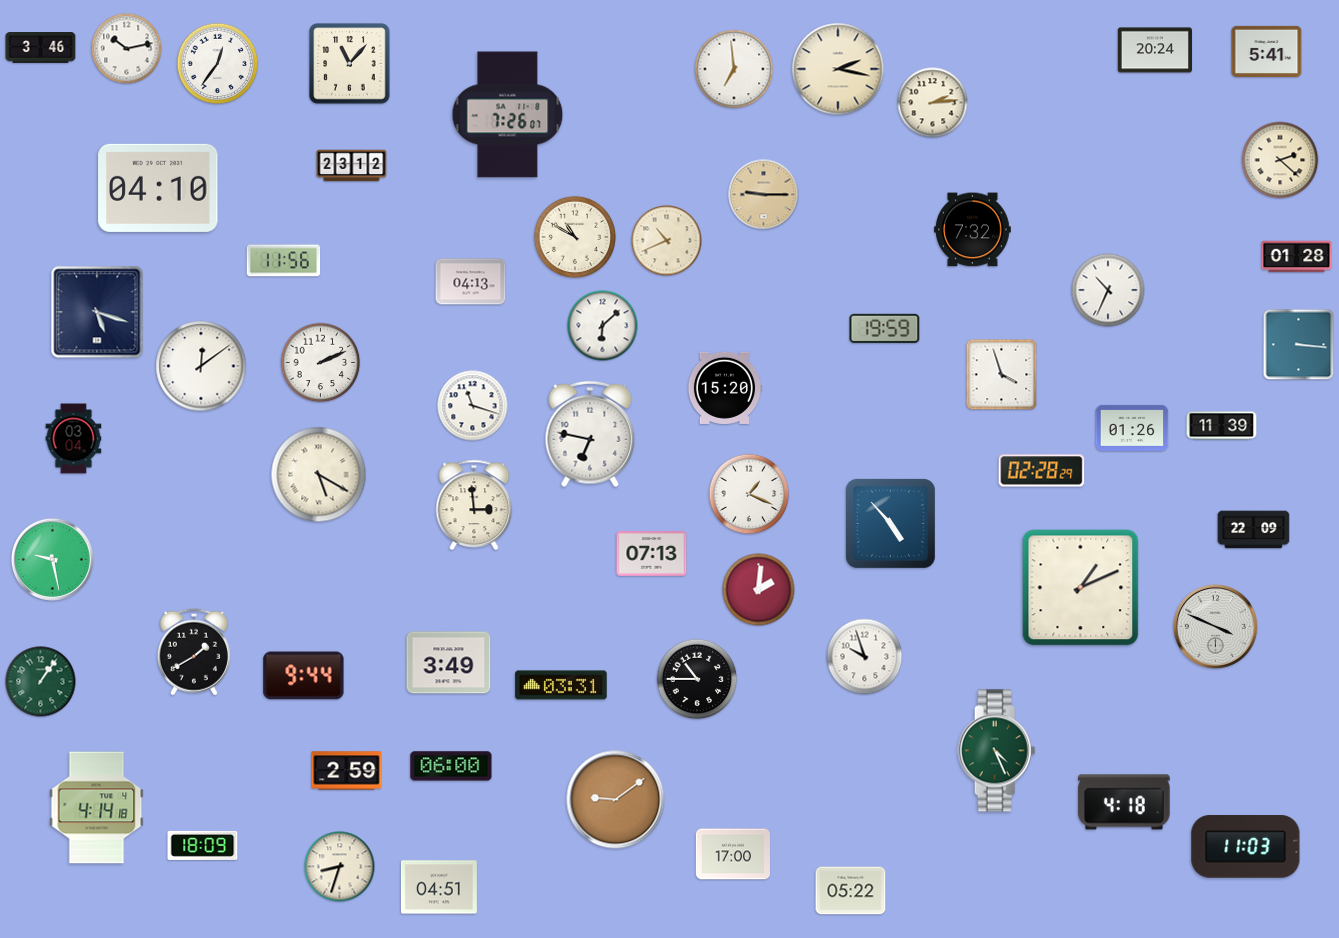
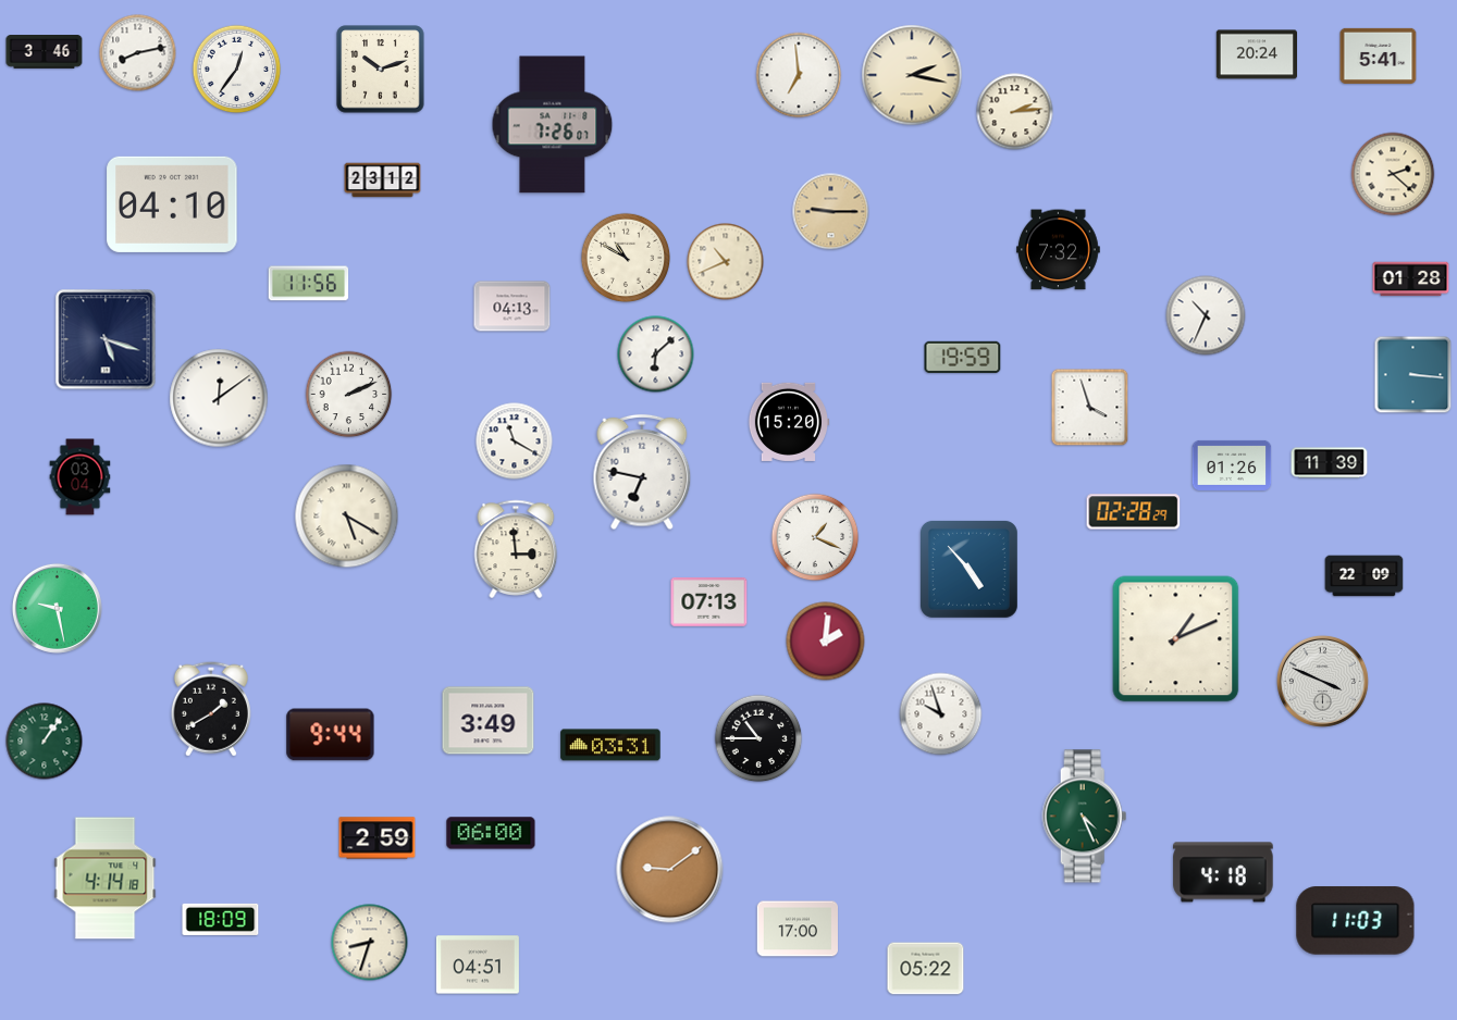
clock at (127, 49): 10:13 -> 8:13
clock at (350, 64): 11:07 -> 10:12
clock at (473, 406): 11:18 -> 11:20
